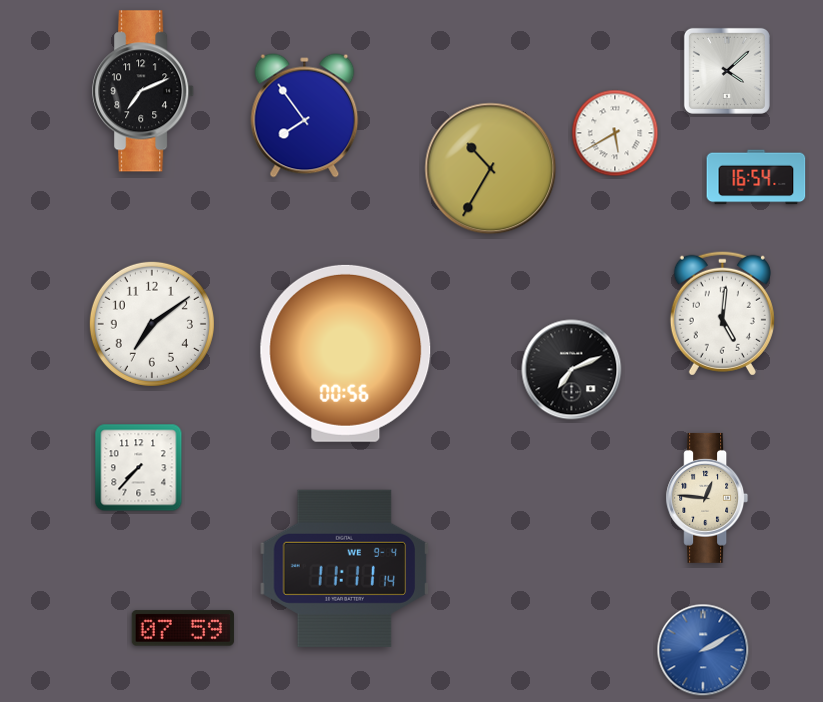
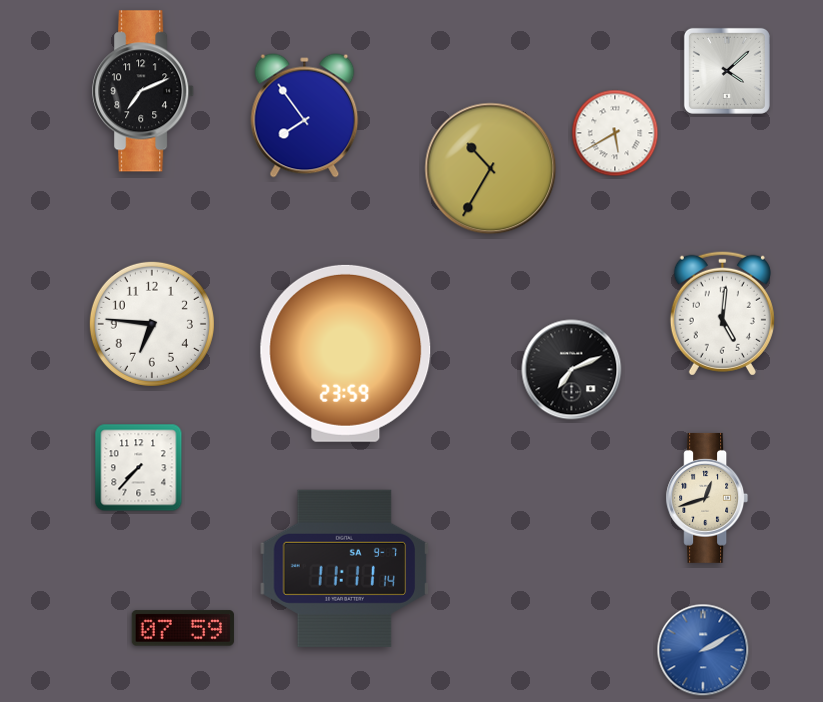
clock at (756, 177): 16:54 -> none
clock at (152, 324): 7:09 -> 6:46
clock at (346, 353): 00:56 -> 23:59
clock at (707, 498): 12:46 -> 12:42
clock at (345, 568) date: WE 9-4 -> SA 9-7
